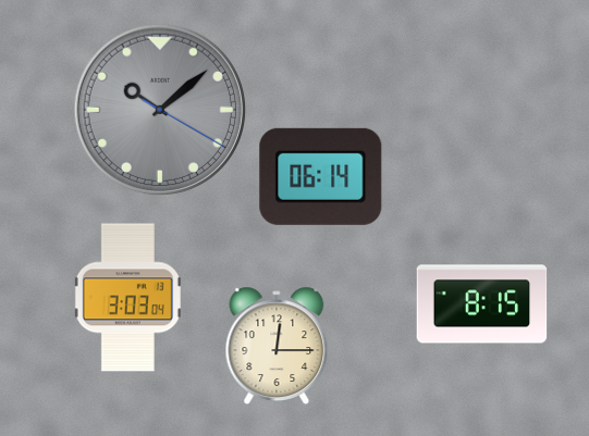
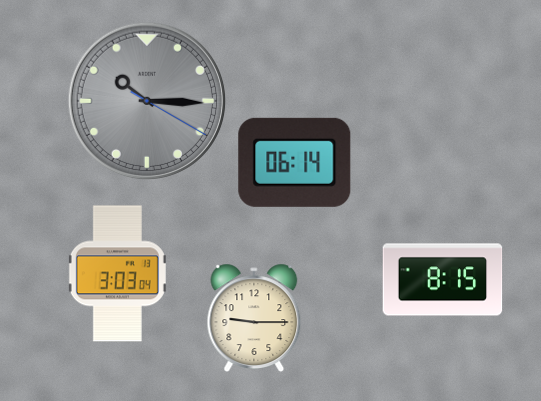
clock at (159, 109): 10:08 -> 10:15
clock at (277, 346): 12:15 -> 9:15
